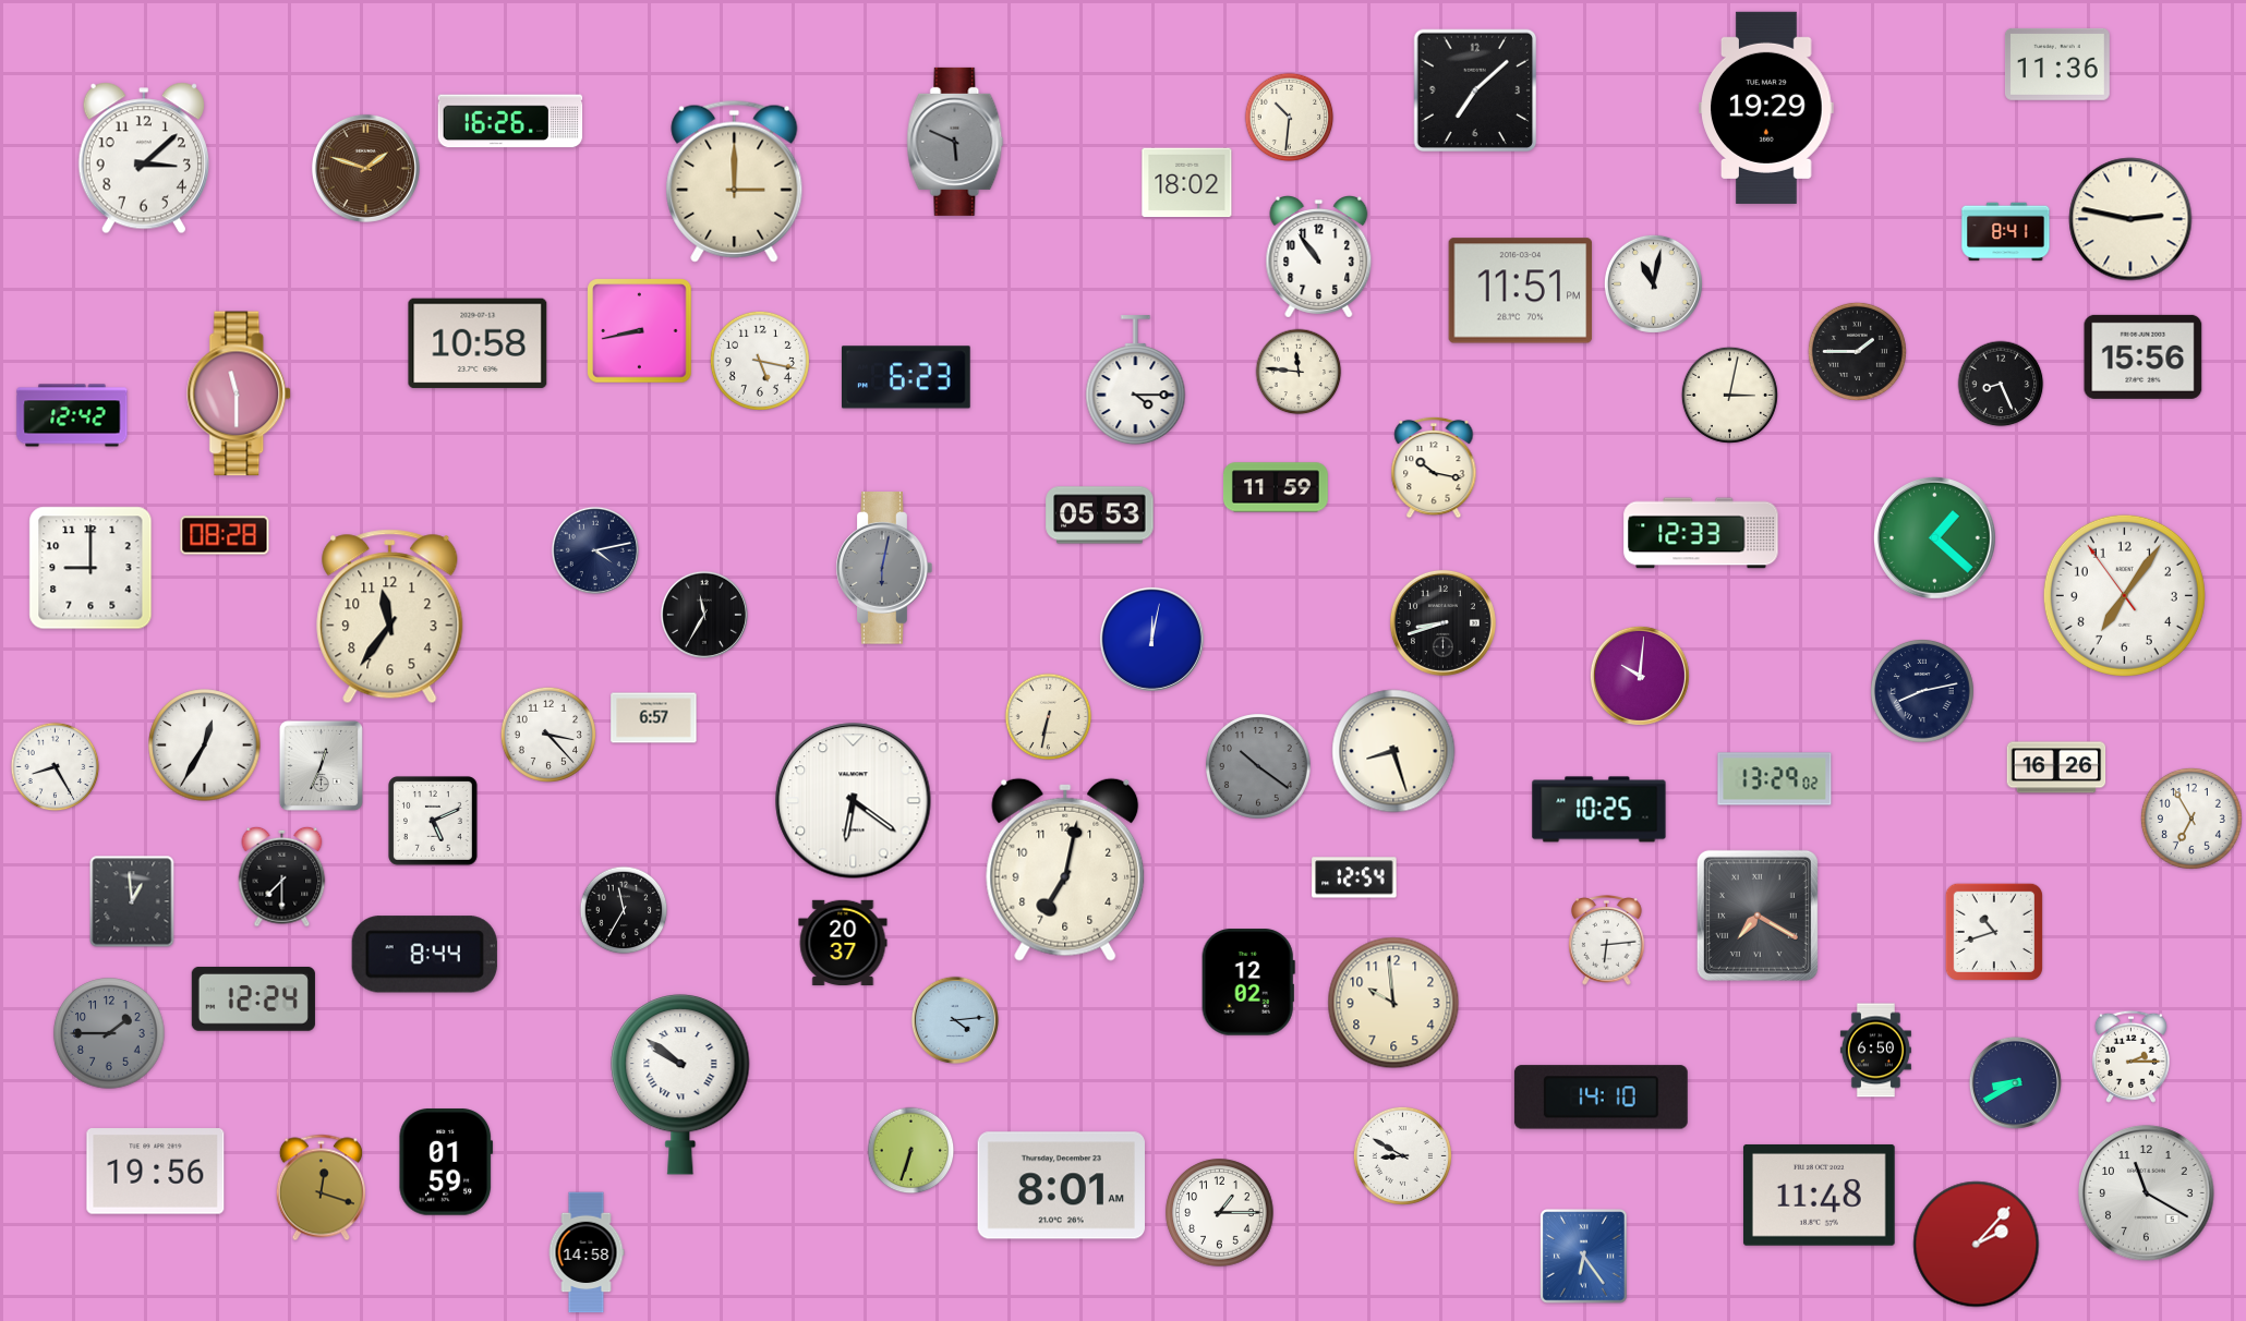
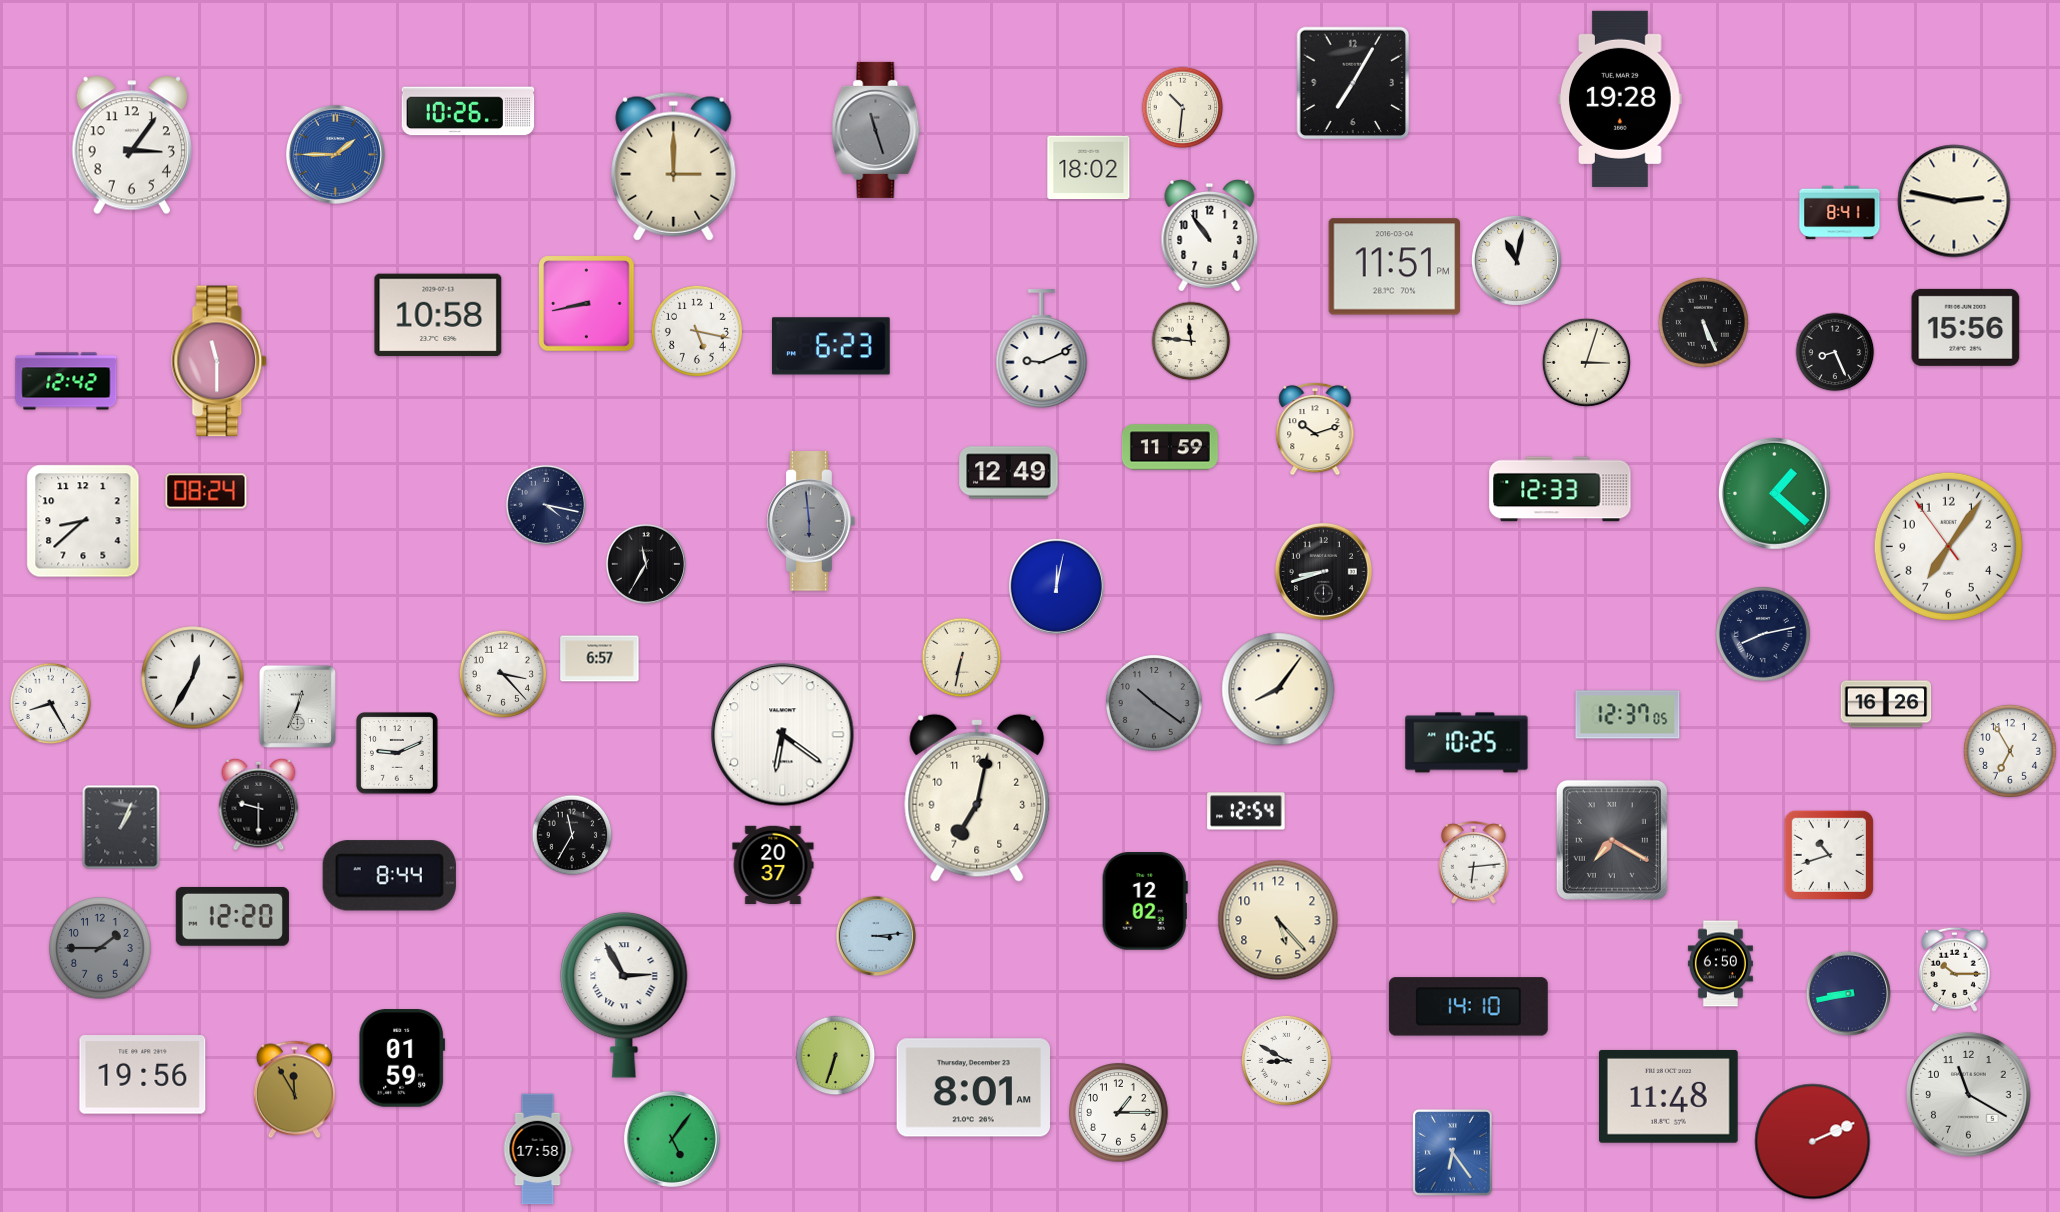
clock at (2057, 64): 11:36 -> none
clock at (1475, 90): 7:08 -> 7:05
clock at (1766, 108): 19:29 -> 19:28
clock at (510, 121): 16:26 -> 10:26
clock at (955, 142): 5:49 -> 11:27
clock at (144, 158): 3:08 -> 3:06
clock at (365, 168): 1:48 -> 1:45
clock at (365, 168) dial: brown -> blue
clock at (1857, 351): 1:45 -> 5:26
clock at (1136, 380): 4:15 -> 9:11
clock at (1729, 395): 3:02 -> 3:03
clock at (1434, 468): 10:17 -> 10:12
clock at (1100, 516): 05:53 -> 12:49
clock at (225, 535): 08:28 -> 08:24
clock at (595, 550): 4:13 -> 4:17
clock at (90, 568): 9:00 -> 8:38
clock at (884, 568): 6:02 -> 5:59
clock at (390, 617): 11:36 -> none
clock at (1640, 676): 10:01 -> none
clock at (205, 746) position: (205, 746) -> (193, 678)
clock at (1393, 751): 8:27 -> 8:06
clock at (321, 765) position: (321, 765) -> (297, 706)
clock at (1775, 779): 13:29 -> 12:37
clock at (434, 822): 5:11 -> 9:11
clock at (282, 876): 7:30 -> 9:30
clock at (1354, 877) position: (1354, 877) -> (1246, 811)
clock at (132, 901): 12:59 -> 1:04
clock at (253, 998): 12:24 -> 12:20
clock at (1393, 1003): 9:59 -> 5:23
clock at (955, 1020): 4:14 -> 3:14
clock at (2130, 1056): 2:15 -> 10:15
clock at (2015, 1082): 8:40 -> 8:43
clock at (680, 1084): 9:51 -> 2:55
clock at (446, 1162) position: (446, 1162) -> (402, 1058)
clock at (321, 1188): 12:18 -> 11:55
clock at (672, 1139): none -> 5:06
clock at (1977, 1245): 2:07 -> 2:11
clock at (587, 1252): 14:58 -> 17:58
